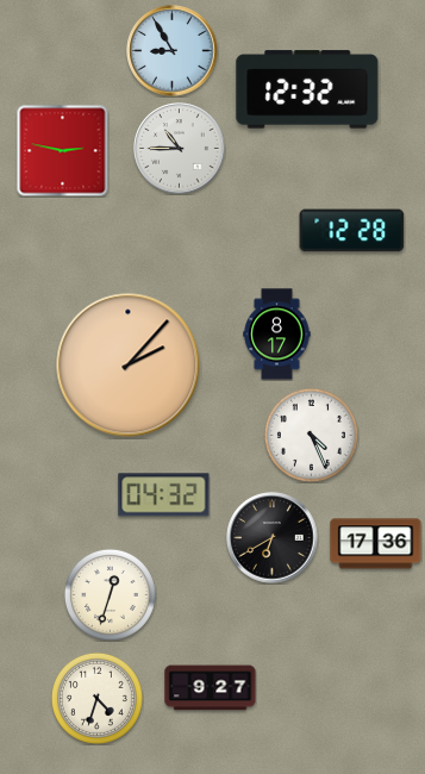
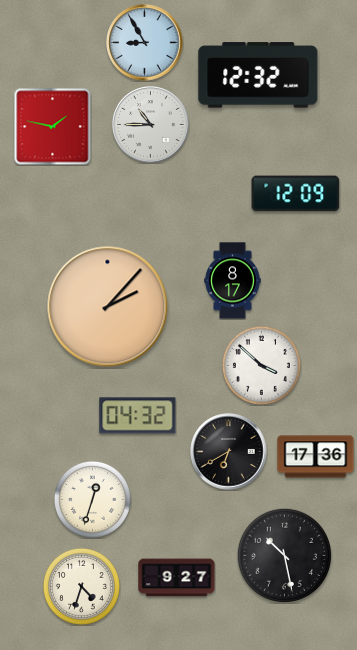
clock at (62, 150): 2:47 -> 1:47
clock at (352, 231): 12:28 -> 12:09
clock at (311, 435): 4:26 -> 3:52
clock at (284, 555): none -> 10:28
